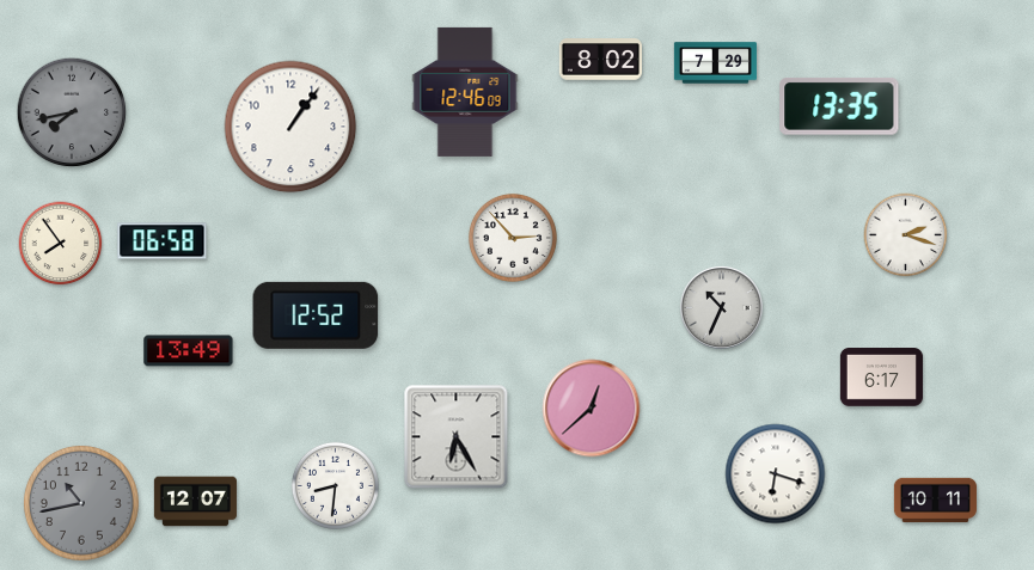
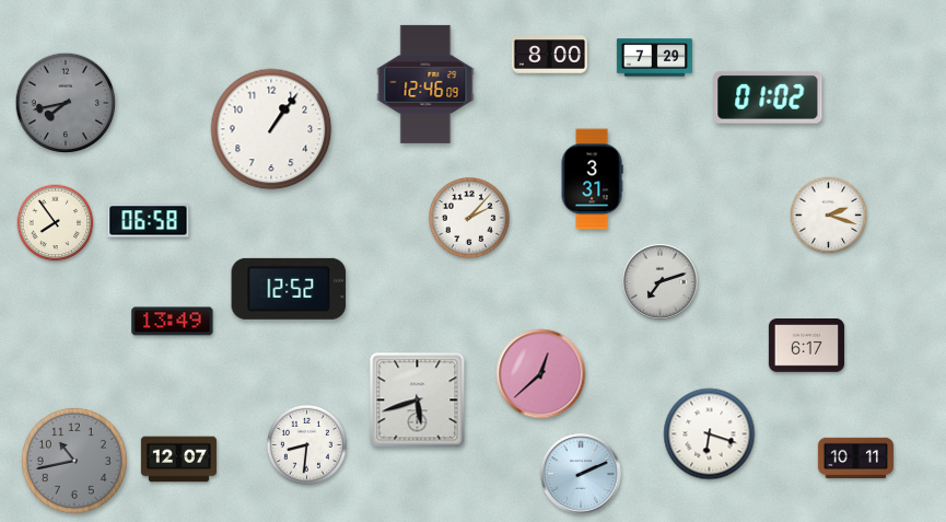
clock at (600, 60): 8:02 -> 8:00
clock at (839, 106): 13:35 -> 01:02
clock at (290, 127) position: (290, 127) -> (271, 129)
clock at (592, 179): none -> 3:31
clock at (513, 238): 2:53 -> 2:07
clock at (721, 307): 10:34 -> 7:12
clock at (457, 437): 6:25 -> 5:42
clock at (581, 474): none -> 2:11
